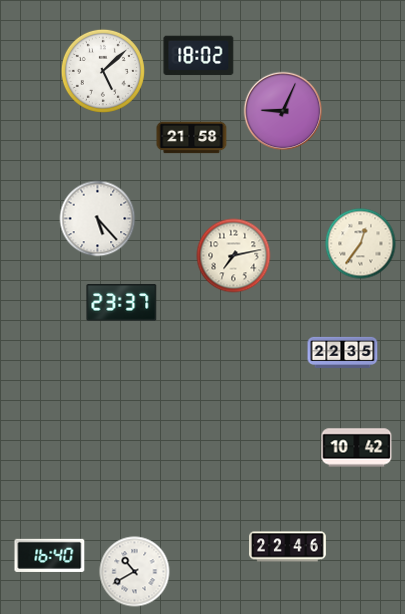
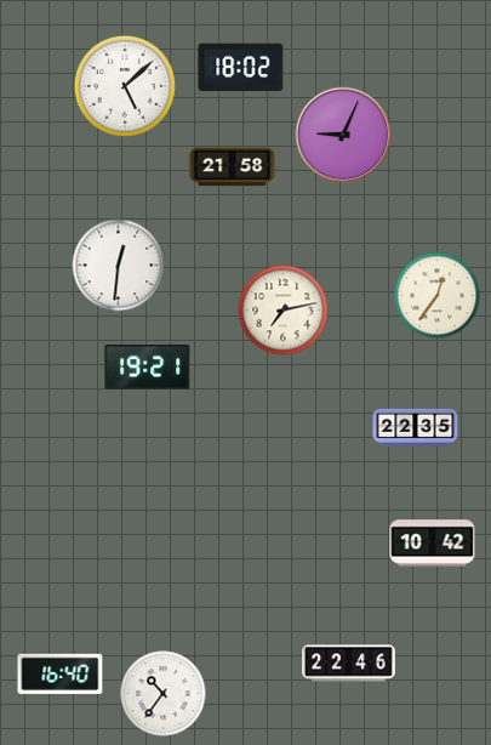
clock at (98, 219): 5:23 -> 12:31
clock at (122, 303): 23:37 -> 19:21
clock at (135, 572): 10:40 -> 10:36
